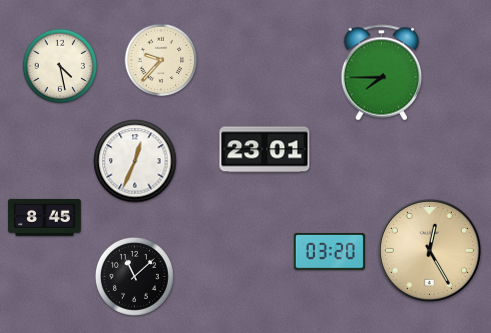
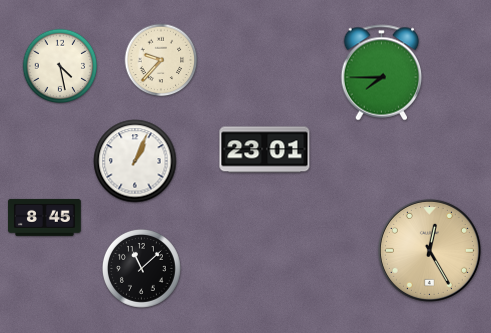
clock at (135, 161): 12:34 -> 1:04
clock at (329, 252): 03:20 -> none
clock at (135, 277) position: (135, 277) -> (142, 269)
